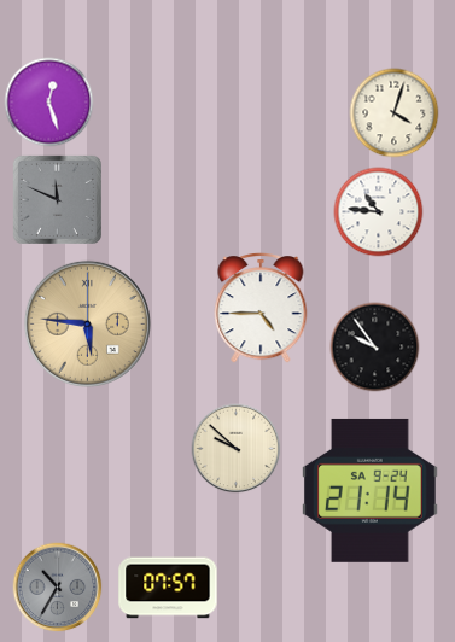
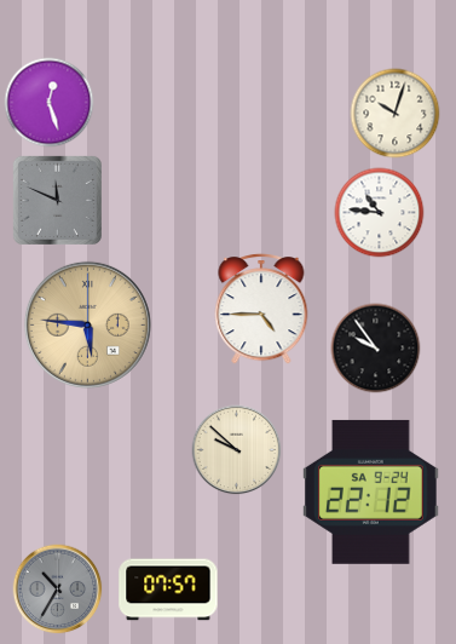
clock at (395, 113): 4:03 -> 10:03
clock at (371, 490): 21:14 -> 22:12
